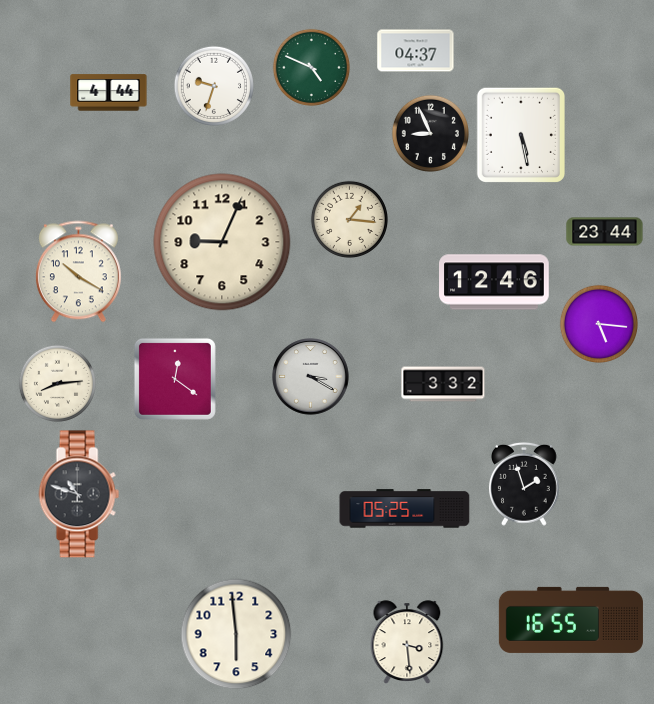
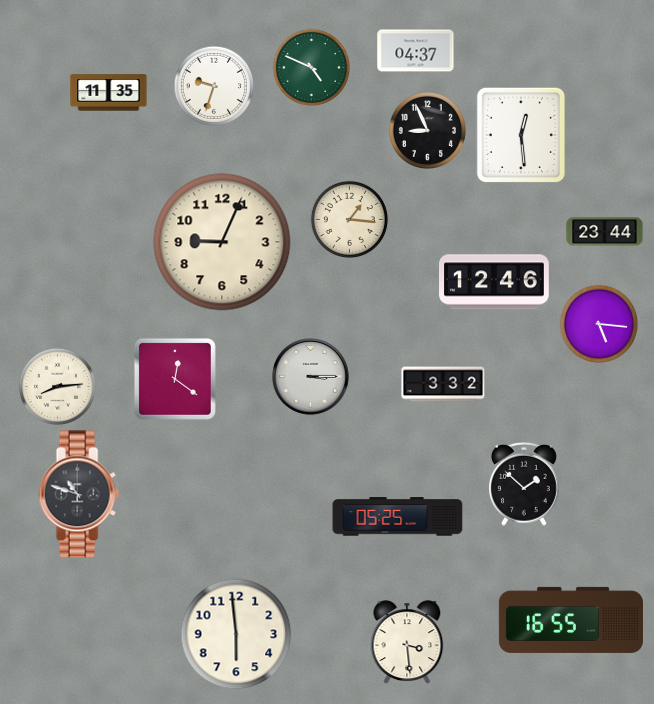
clock at (109, 93): 4:44 -> 11:35
clock at (430, 133) position: (430, 133) -> (427, 130)
clock at (520, 134): 5:28 -> 12:29
clock at (78, 272): 10:20 -> none
clock at (311, 377): 3:20 -> 3:15
clock at (57, 383) position: (57, 383) -> (57, 386)
clock at (525, 484): 1:57 -> 1:52
clock at (405, 509) position: (405, 509) -> (398, 517)
